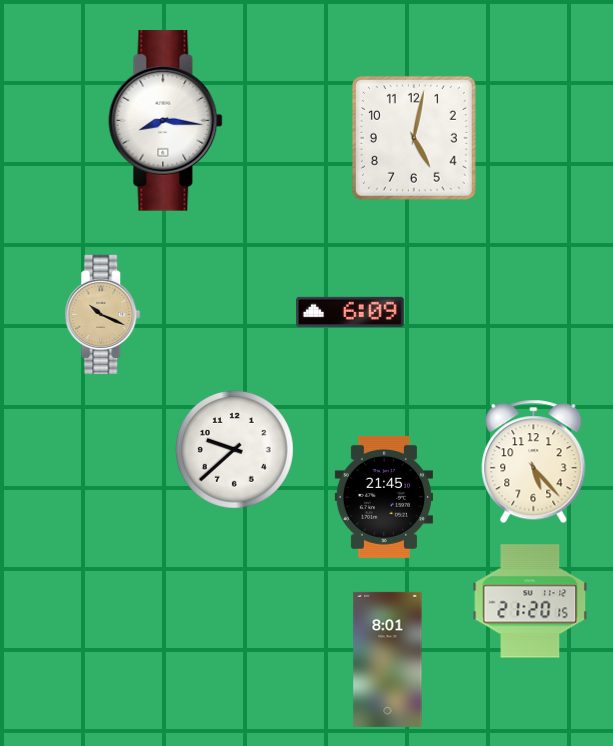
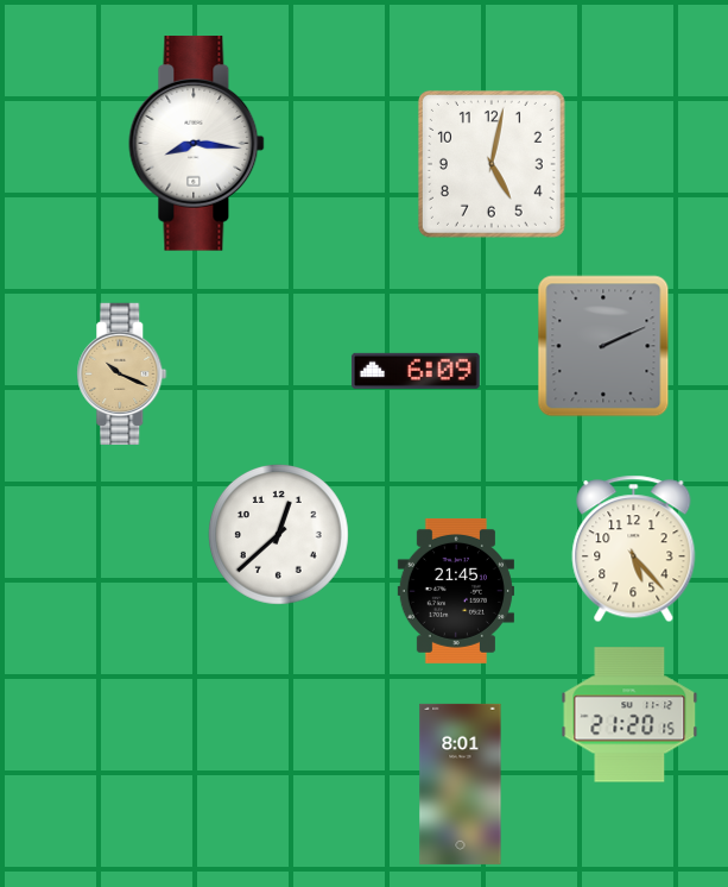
clock at (603, 346): none -> 2:11
clock at (234, 449): 9:38 -> 12:38
